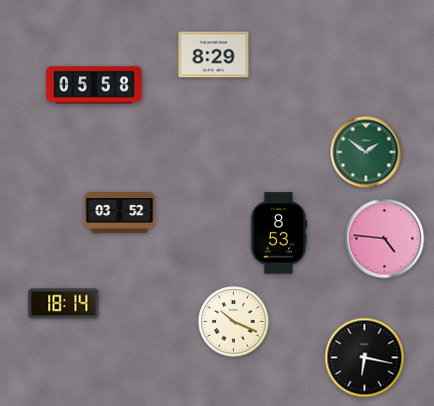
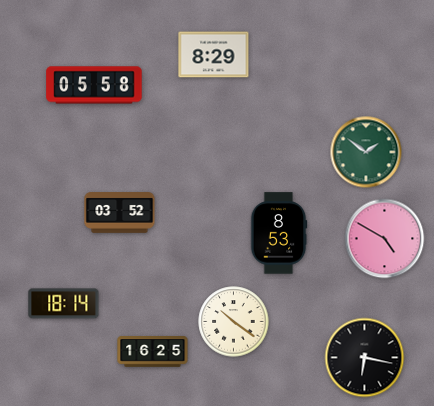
clock at (385, 239): 4:46 -> 4:50
clock at (234, 322): 10:19 -> 10:21
clock at (153, 352): none -> 16:25
